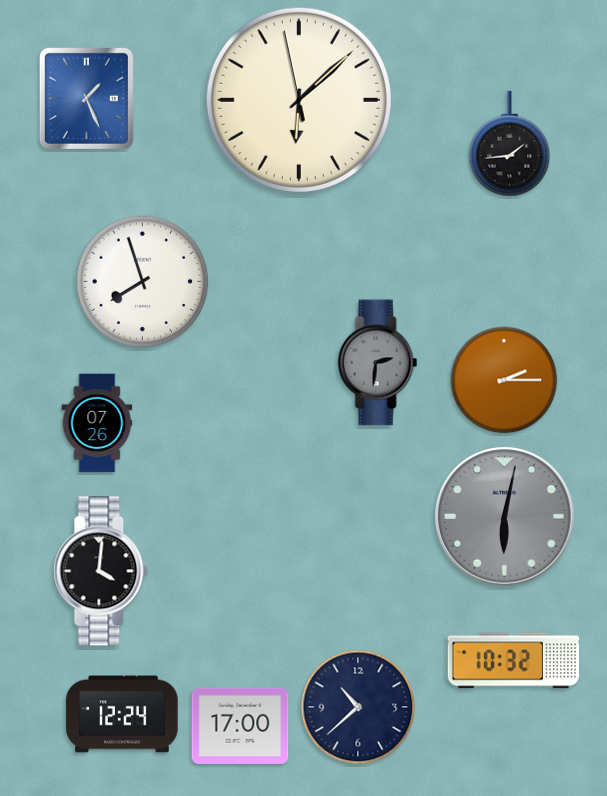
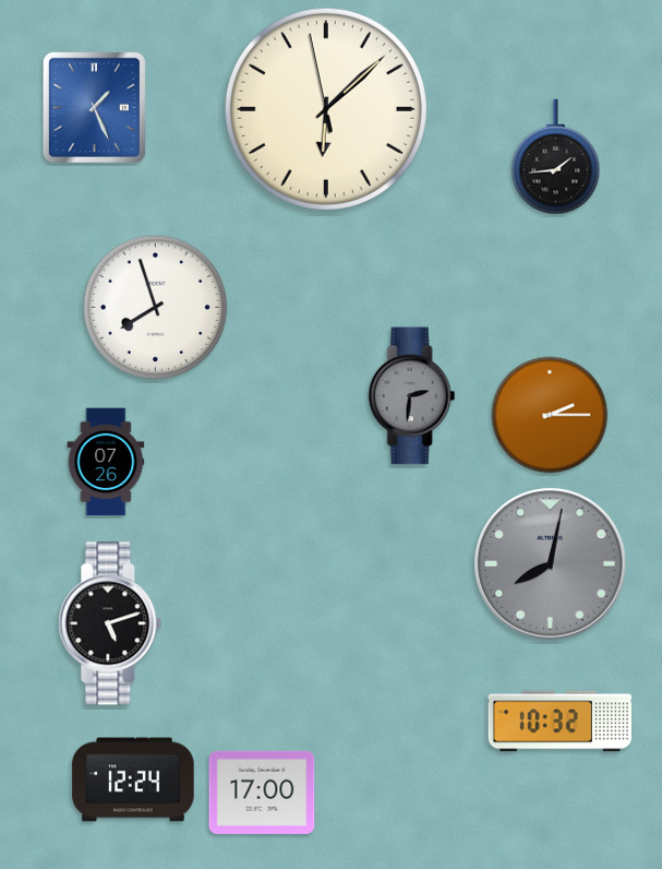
clock at (505, 517): 6:02 -> 8:02
clock at (101, 571): 4:01 -> 5:12
clock at (358, 707): 10:38 -> none
